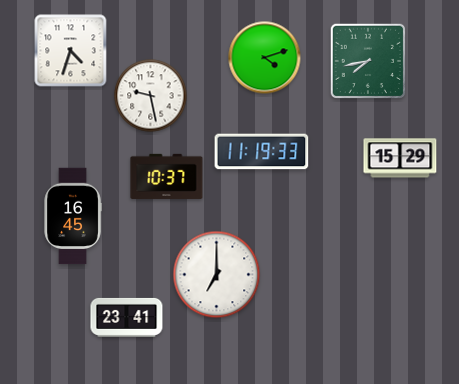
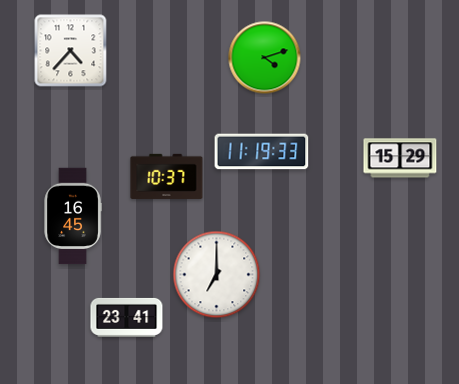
clock at (71, 51): 4:33 -> 4:37
clock at (367, 60): 7:43 -> none
clock at (151, 96): 9:28 -> none
